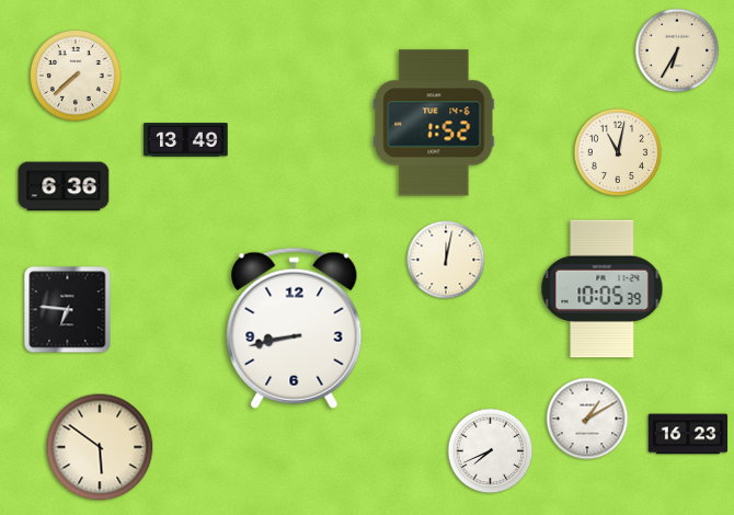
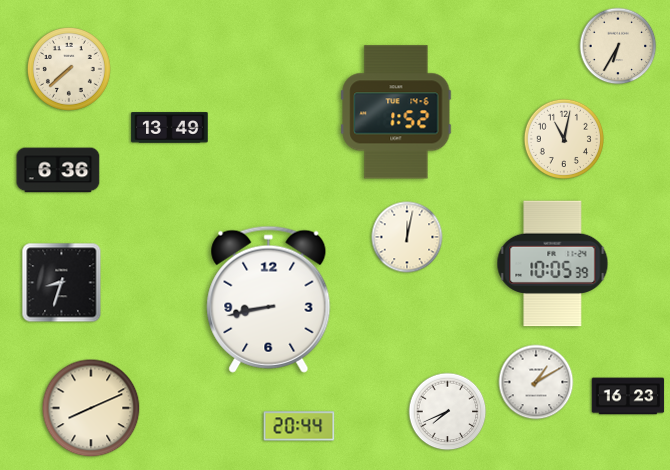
clock at (603, 289) position: (603, 289) -> (553, 264)
clock at (68, 310): 6:46 -> 8:33
clock at (100, 447): 5:51 -> 8:11
clock at (299, 426): none -> 20:44
